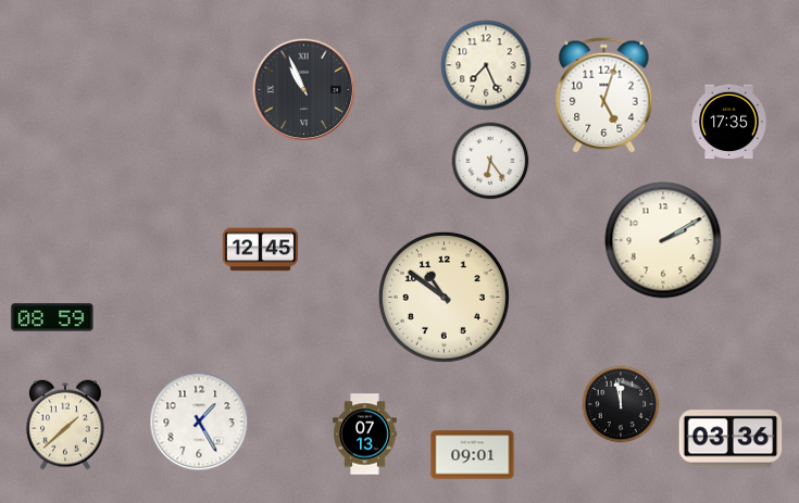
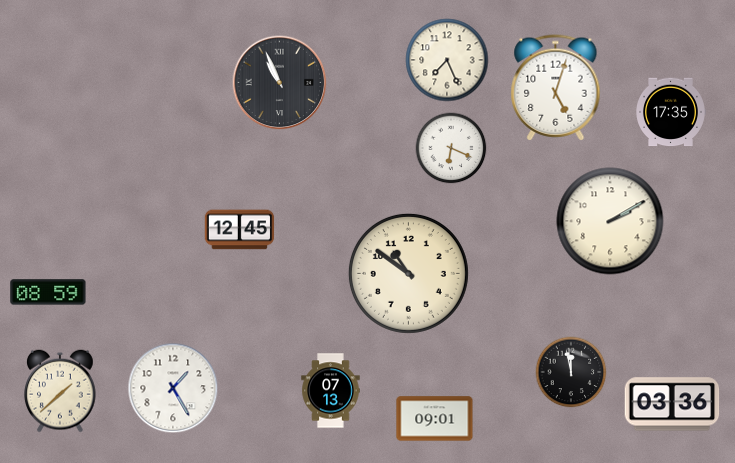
clock at (490, 161): 6:24 -> 6:19
clock at (199, 422) position: (199, 422) -> (173, 388)
clock at (365, 435) position: (365, 435) -> (331, 391)
